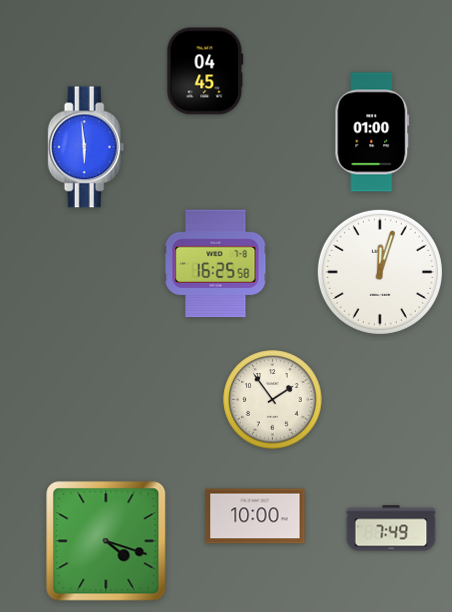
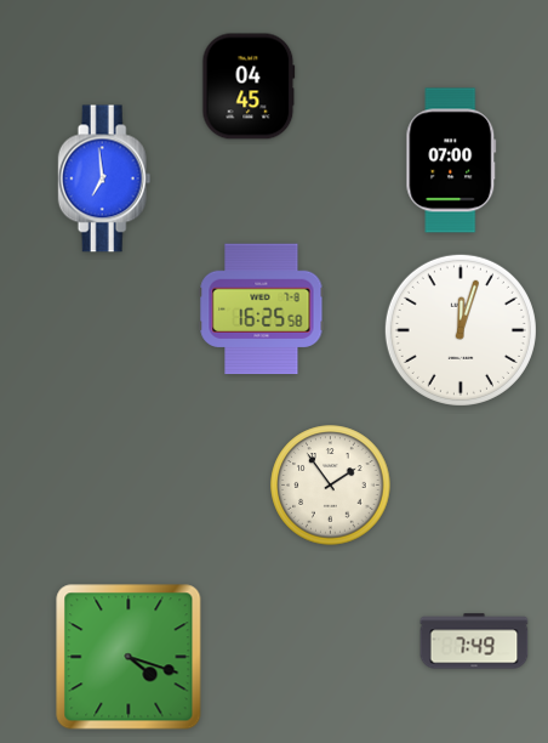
clock at (372, 132): 01:00 -> 07:00
clock at (86, 147): 5:59 -> 6:59
clock at (216, 264) position: (216, 264) -> (262, 310)
clock at (255, 516): 10:00 -> none
